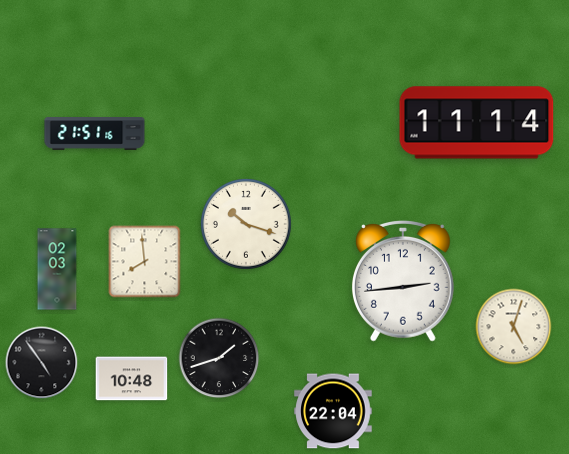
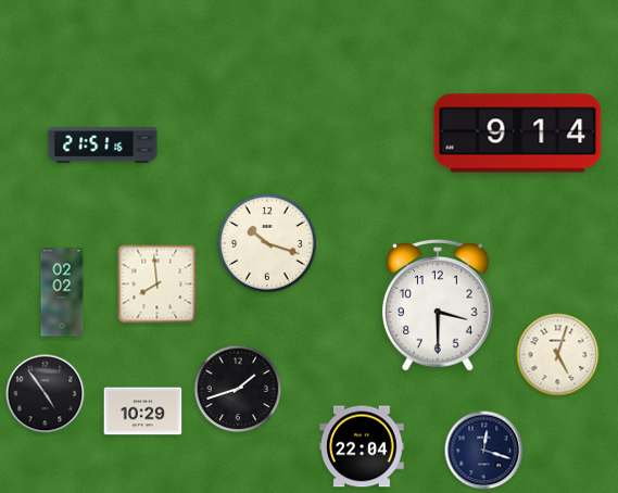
clock at (477, 123): 11:14 -> 9:14
clock at (57, 269): 02:03 -> 02:02
clock at (403, 282): 2:44 -> 3:30
clock at (132, 379): 10:48 -> 10:29
clock at (484, 451): none -> 12:18
